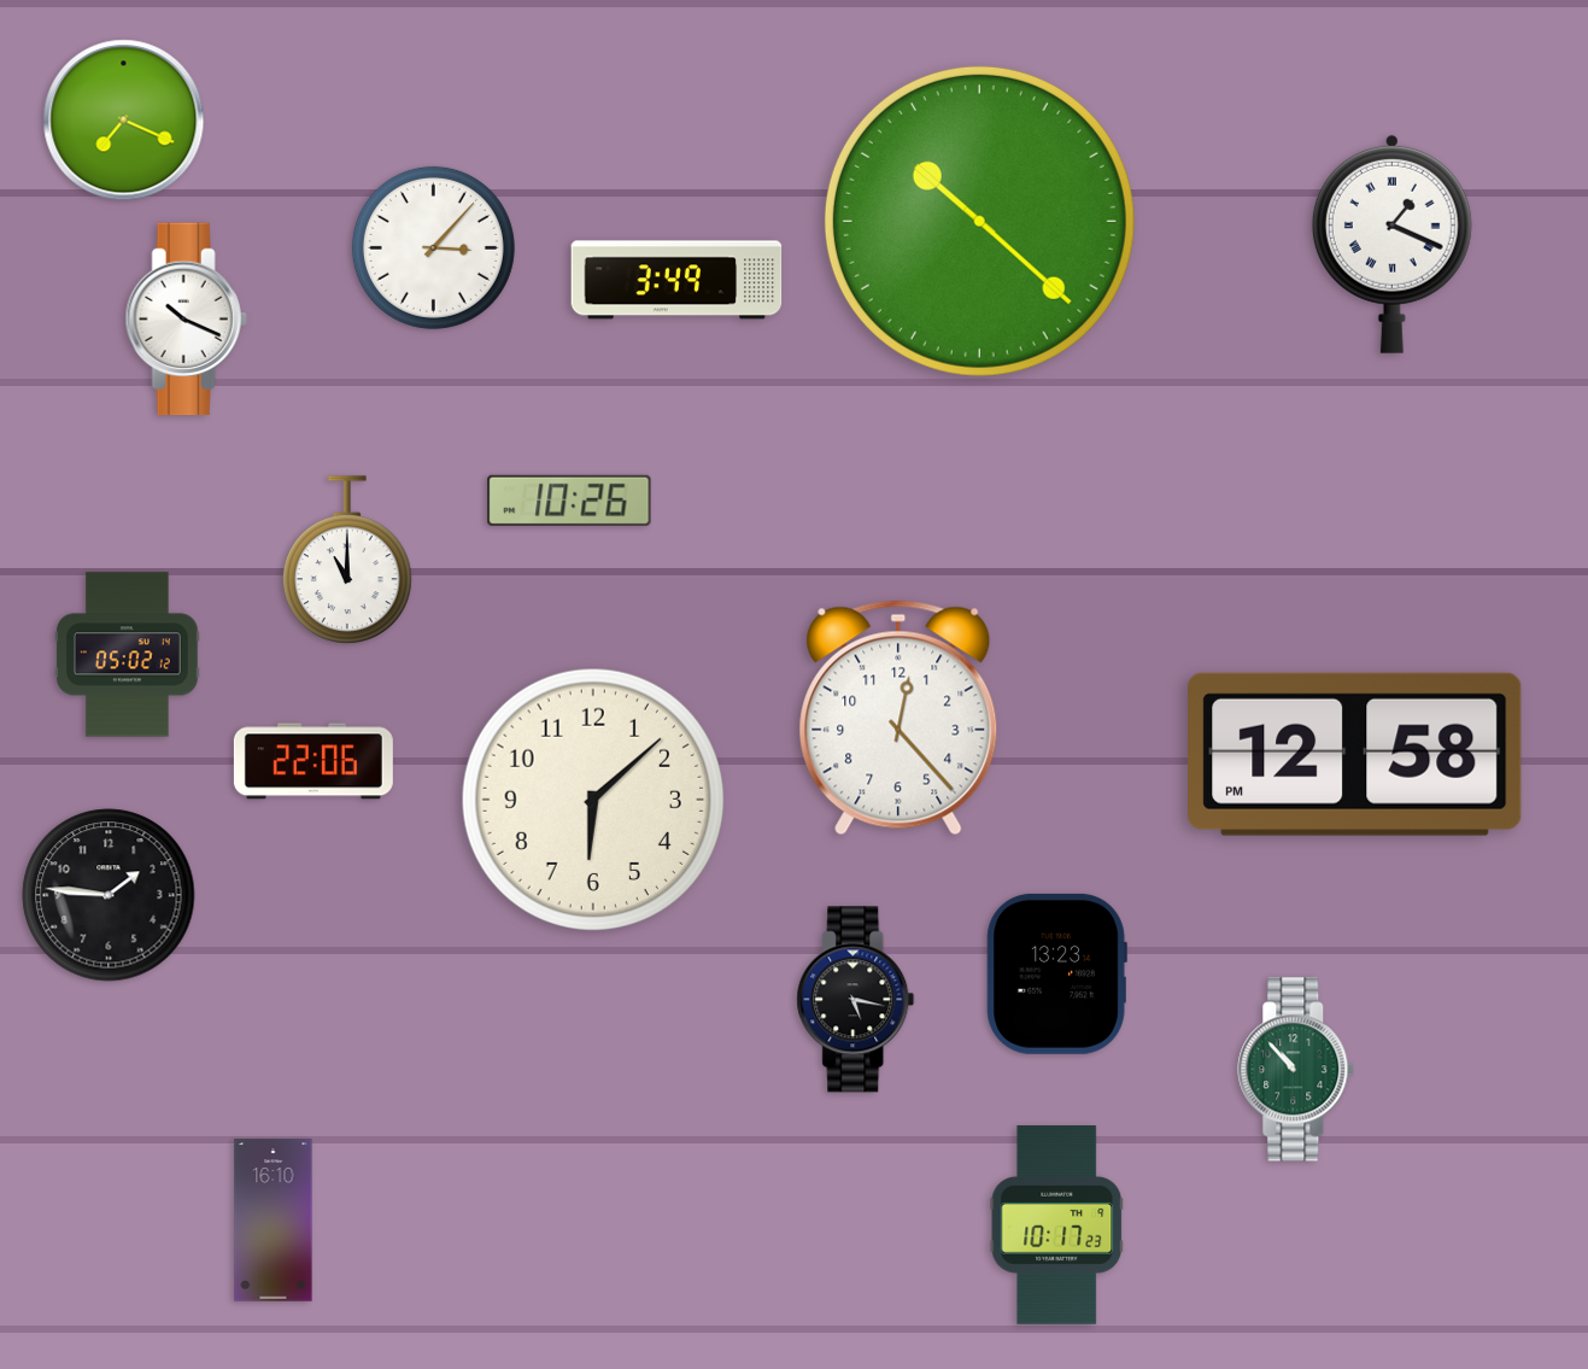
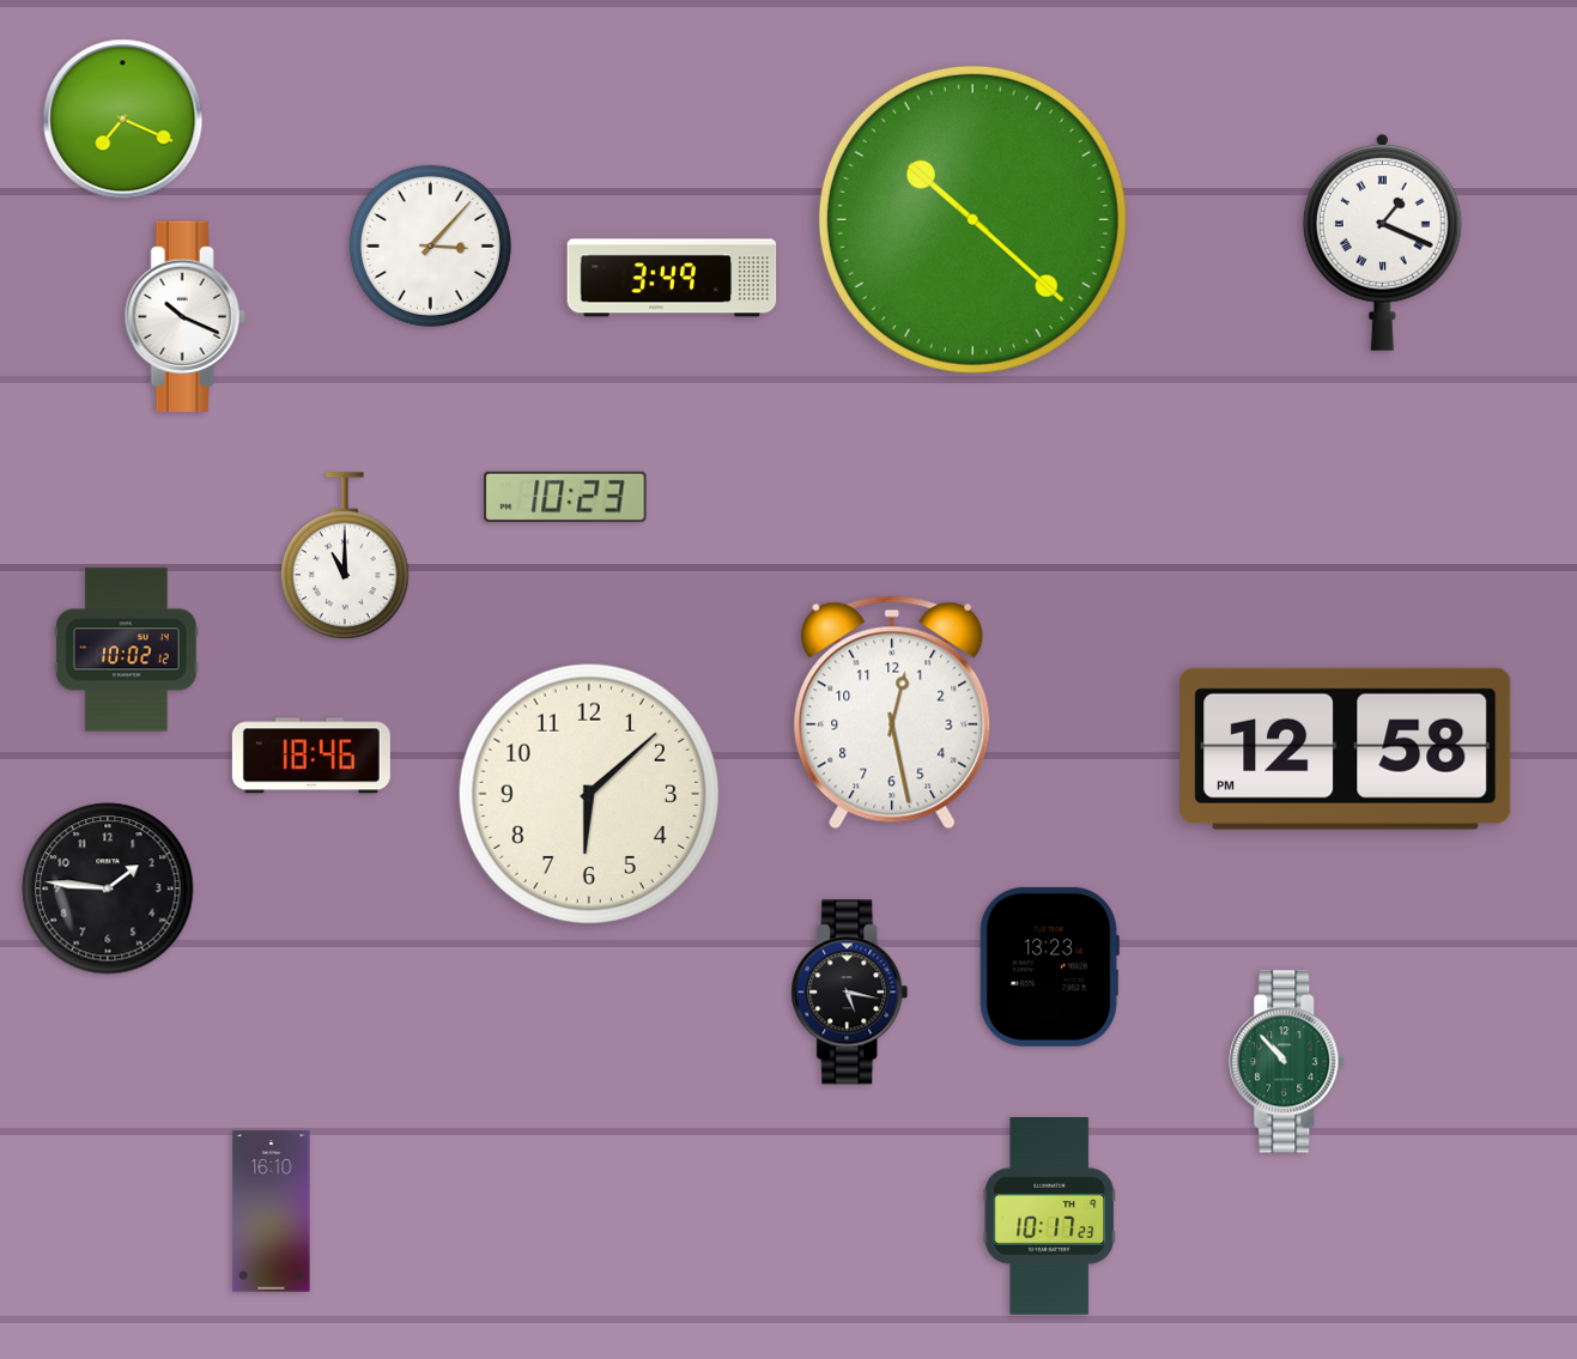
clock at (569, 501): 10:26 -> 10:23
clock at (128, 655): 05:02 -> 10:02
clock at (898, 718): 12:23 -> 12:28
clock at (314, 761): 22:06 -> 18:46
